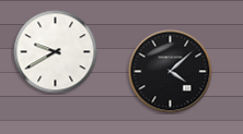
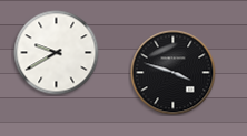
clock at (171, 72): 4:08 -> 3:48
